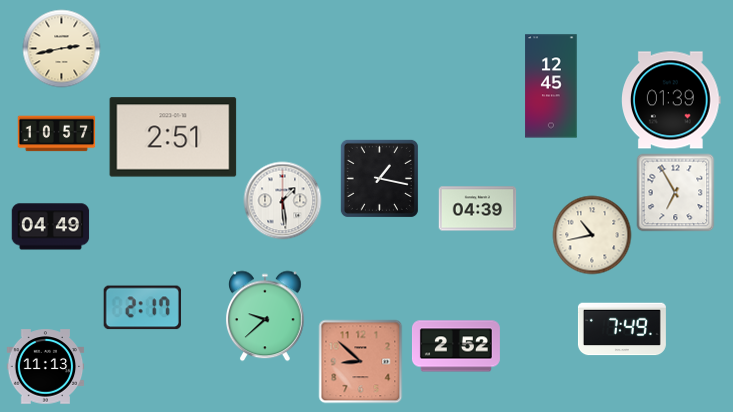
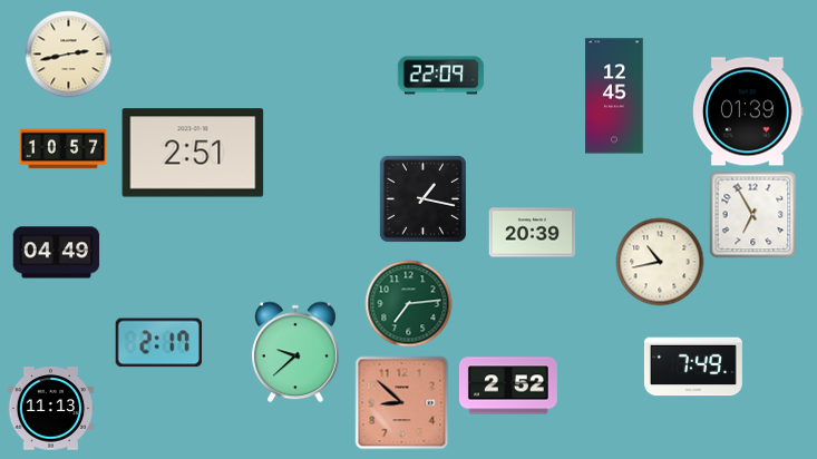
clock at (440, 76): none -> 22:09
clock at (282, 200): 1:29 -> none
clock at (477, 209): 04:39 -> 20:39
clock at (408, 303): none -> 7:14
